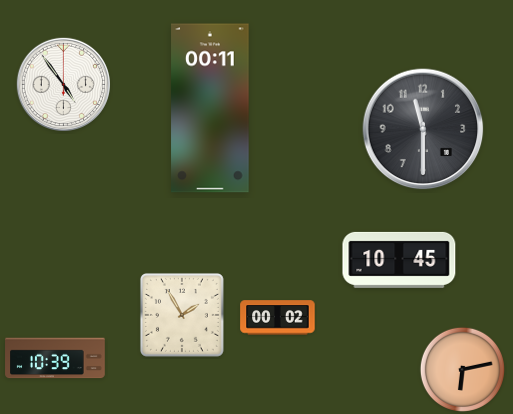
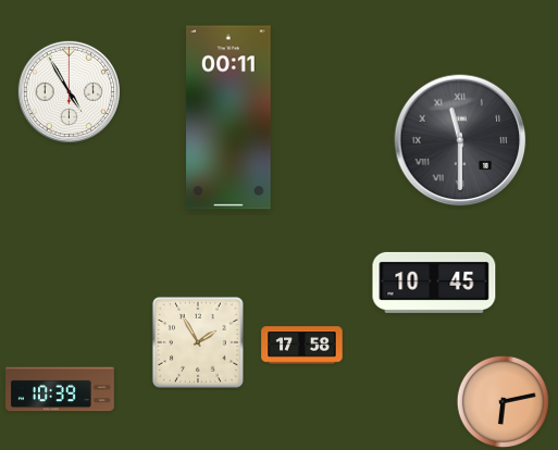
clock at (63, 84): 4:54 -> 4:55
clock at (423, 129) numerals: Arabic -> Roman
clock at (278, 318): 00:02 -> 17:58
